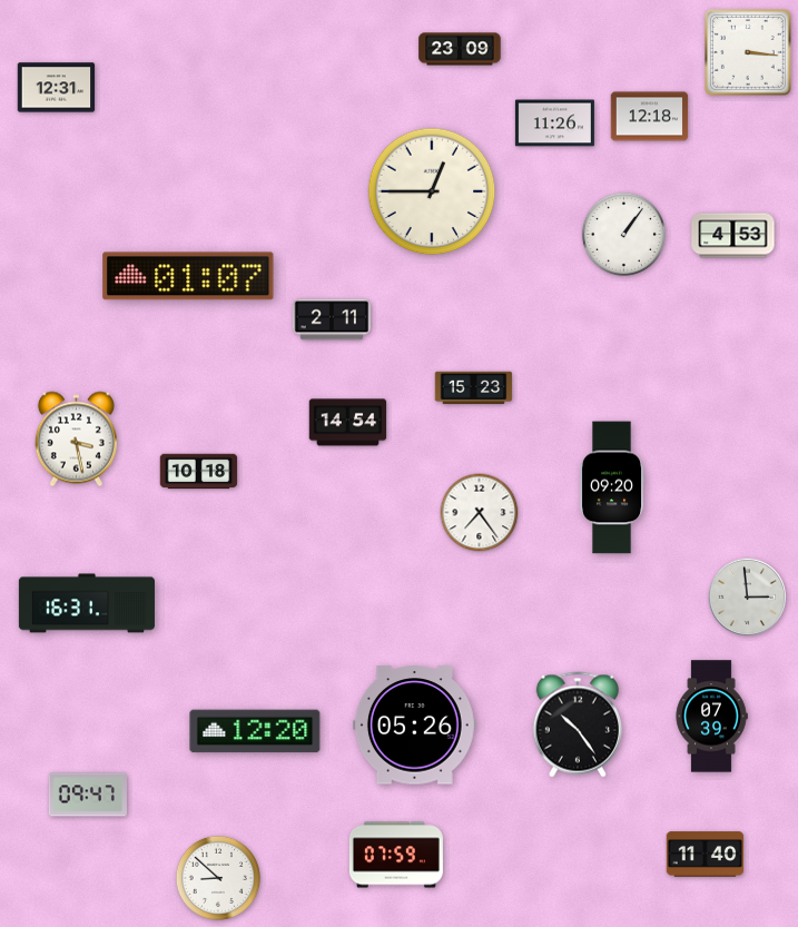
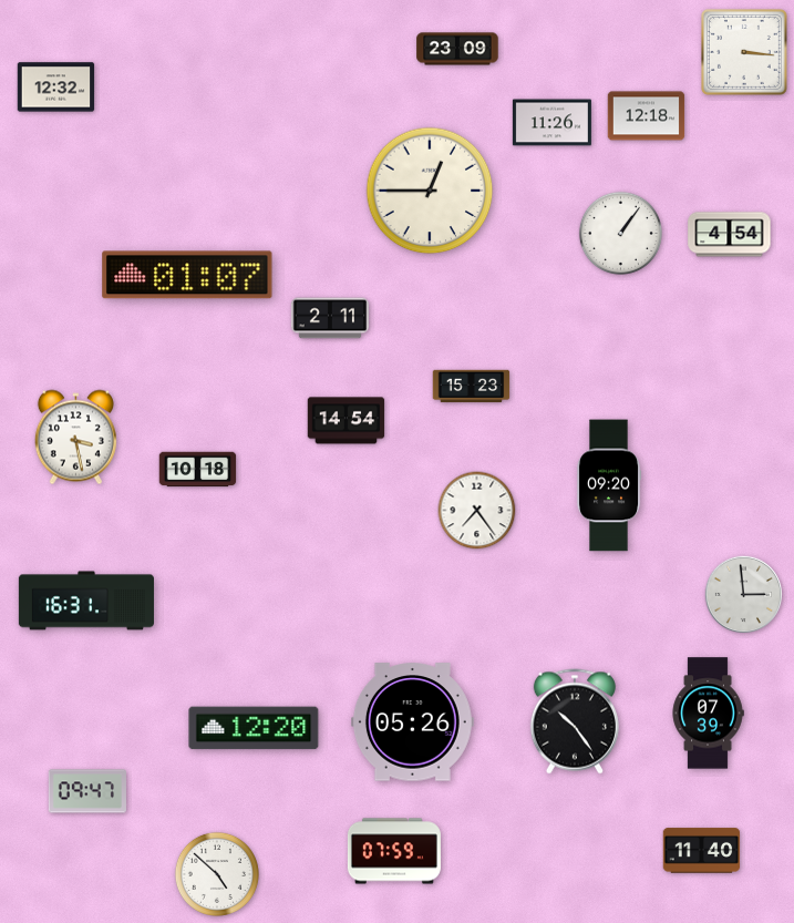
clock at (57, 88): 12:31 -> 12:32
clock at (733, 236): 4:53 -> 4:54
clock at (218, 878): 8:52 -> 4:52
